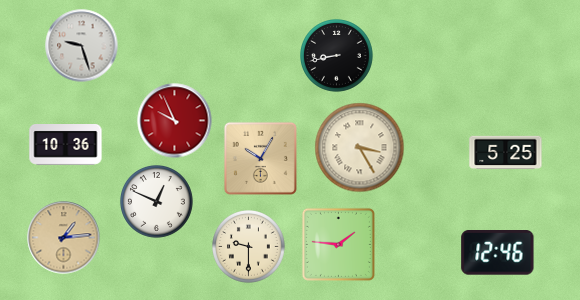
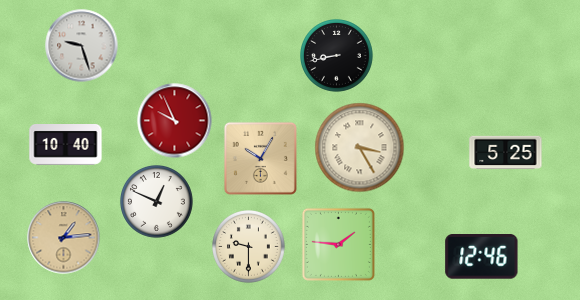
clock at (66, 145): 10:36 -> 10:40
clock at (498, 253) position: (498, 253) -> (482, 257)
